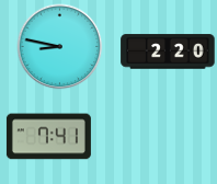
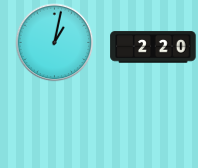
clock at (59, 46): 8:47 -> 1:02
clock at (48, 137): 7:41 -> none
